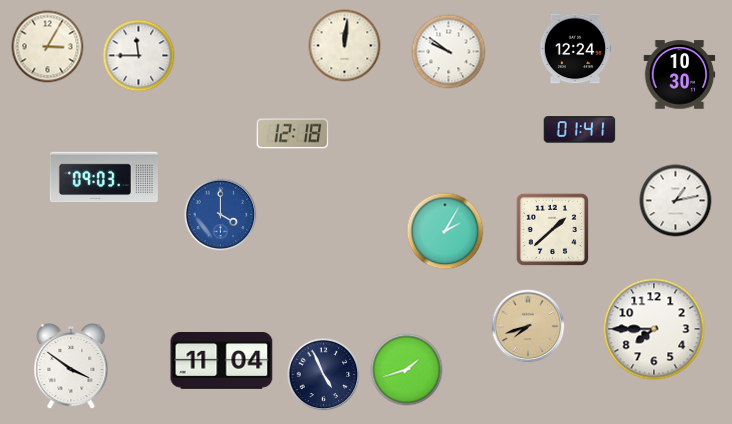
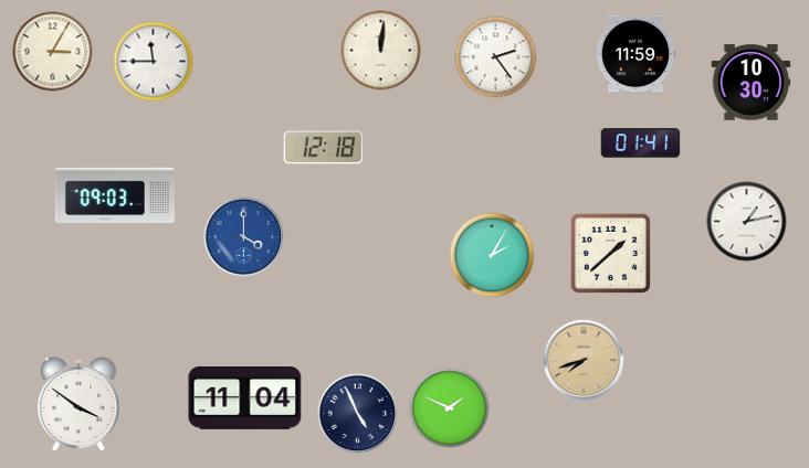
clock at (575, 49): 12:24 -> 11:59
clock at (449, 52): 9:51 -> 2:24
clock at (654, 329): 7:45 -> none
clock at (407, 370): 1:42 -> 1:49
